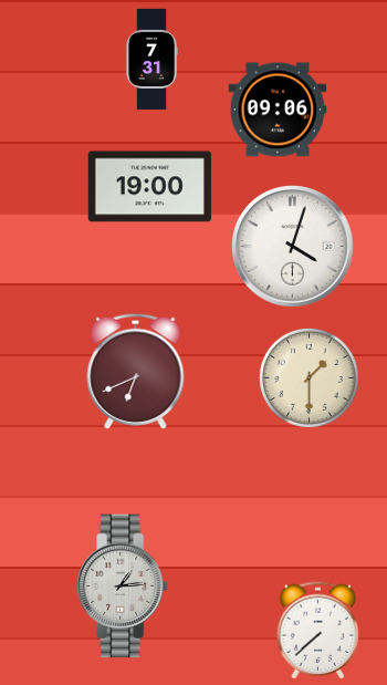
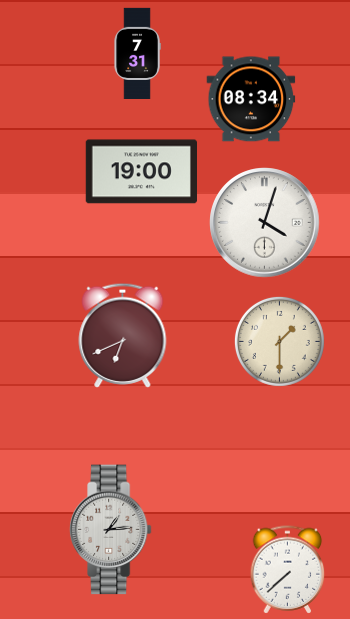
clock at (278, 110): 09:06 -> 08:34
clock at (149, 187) position: (149, 187) -> (141, 172)
